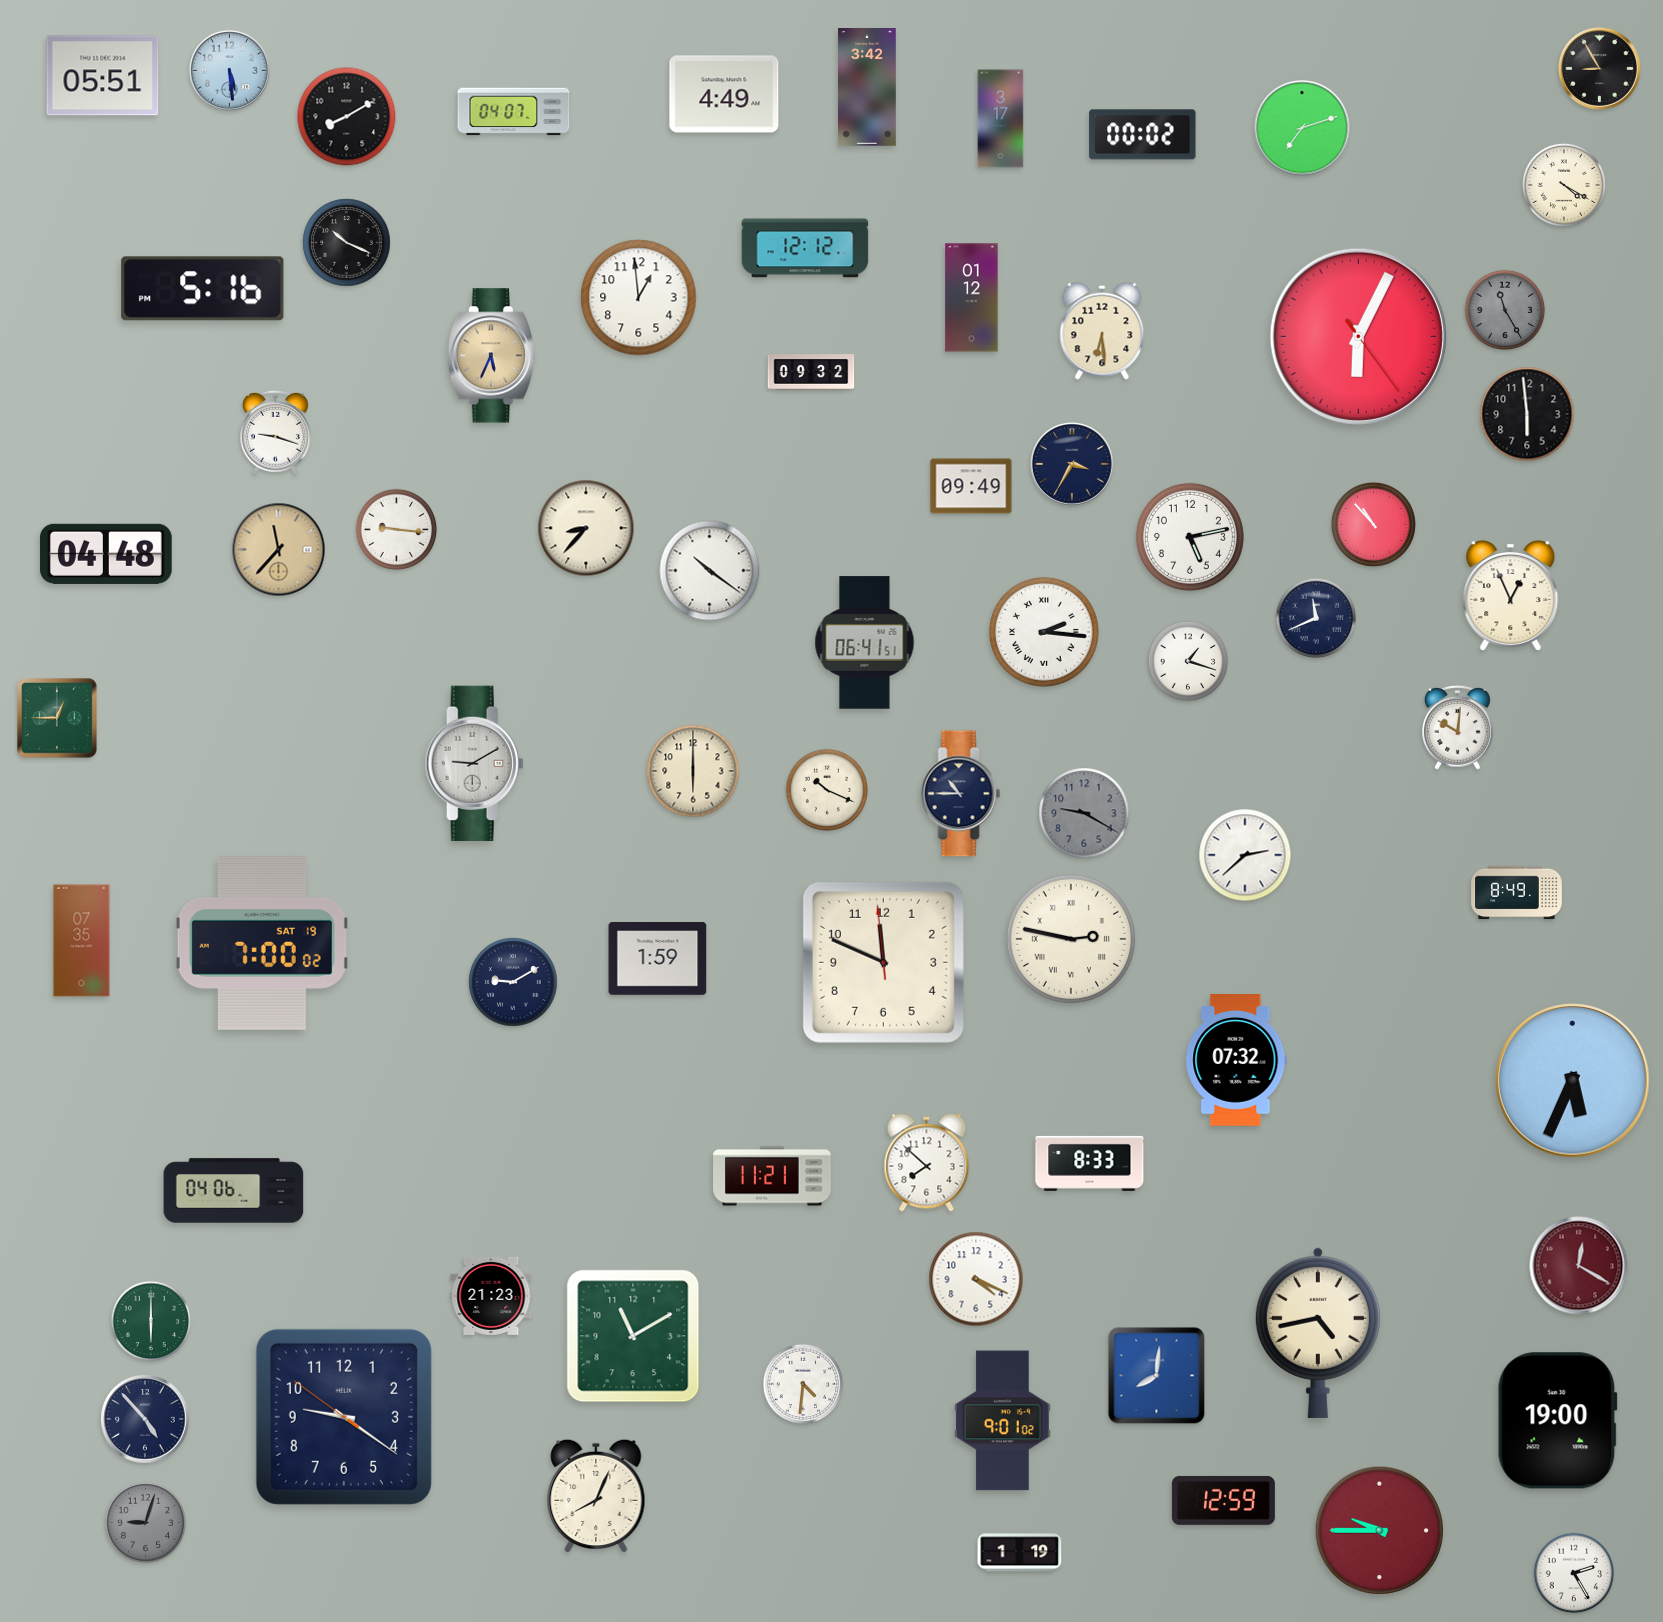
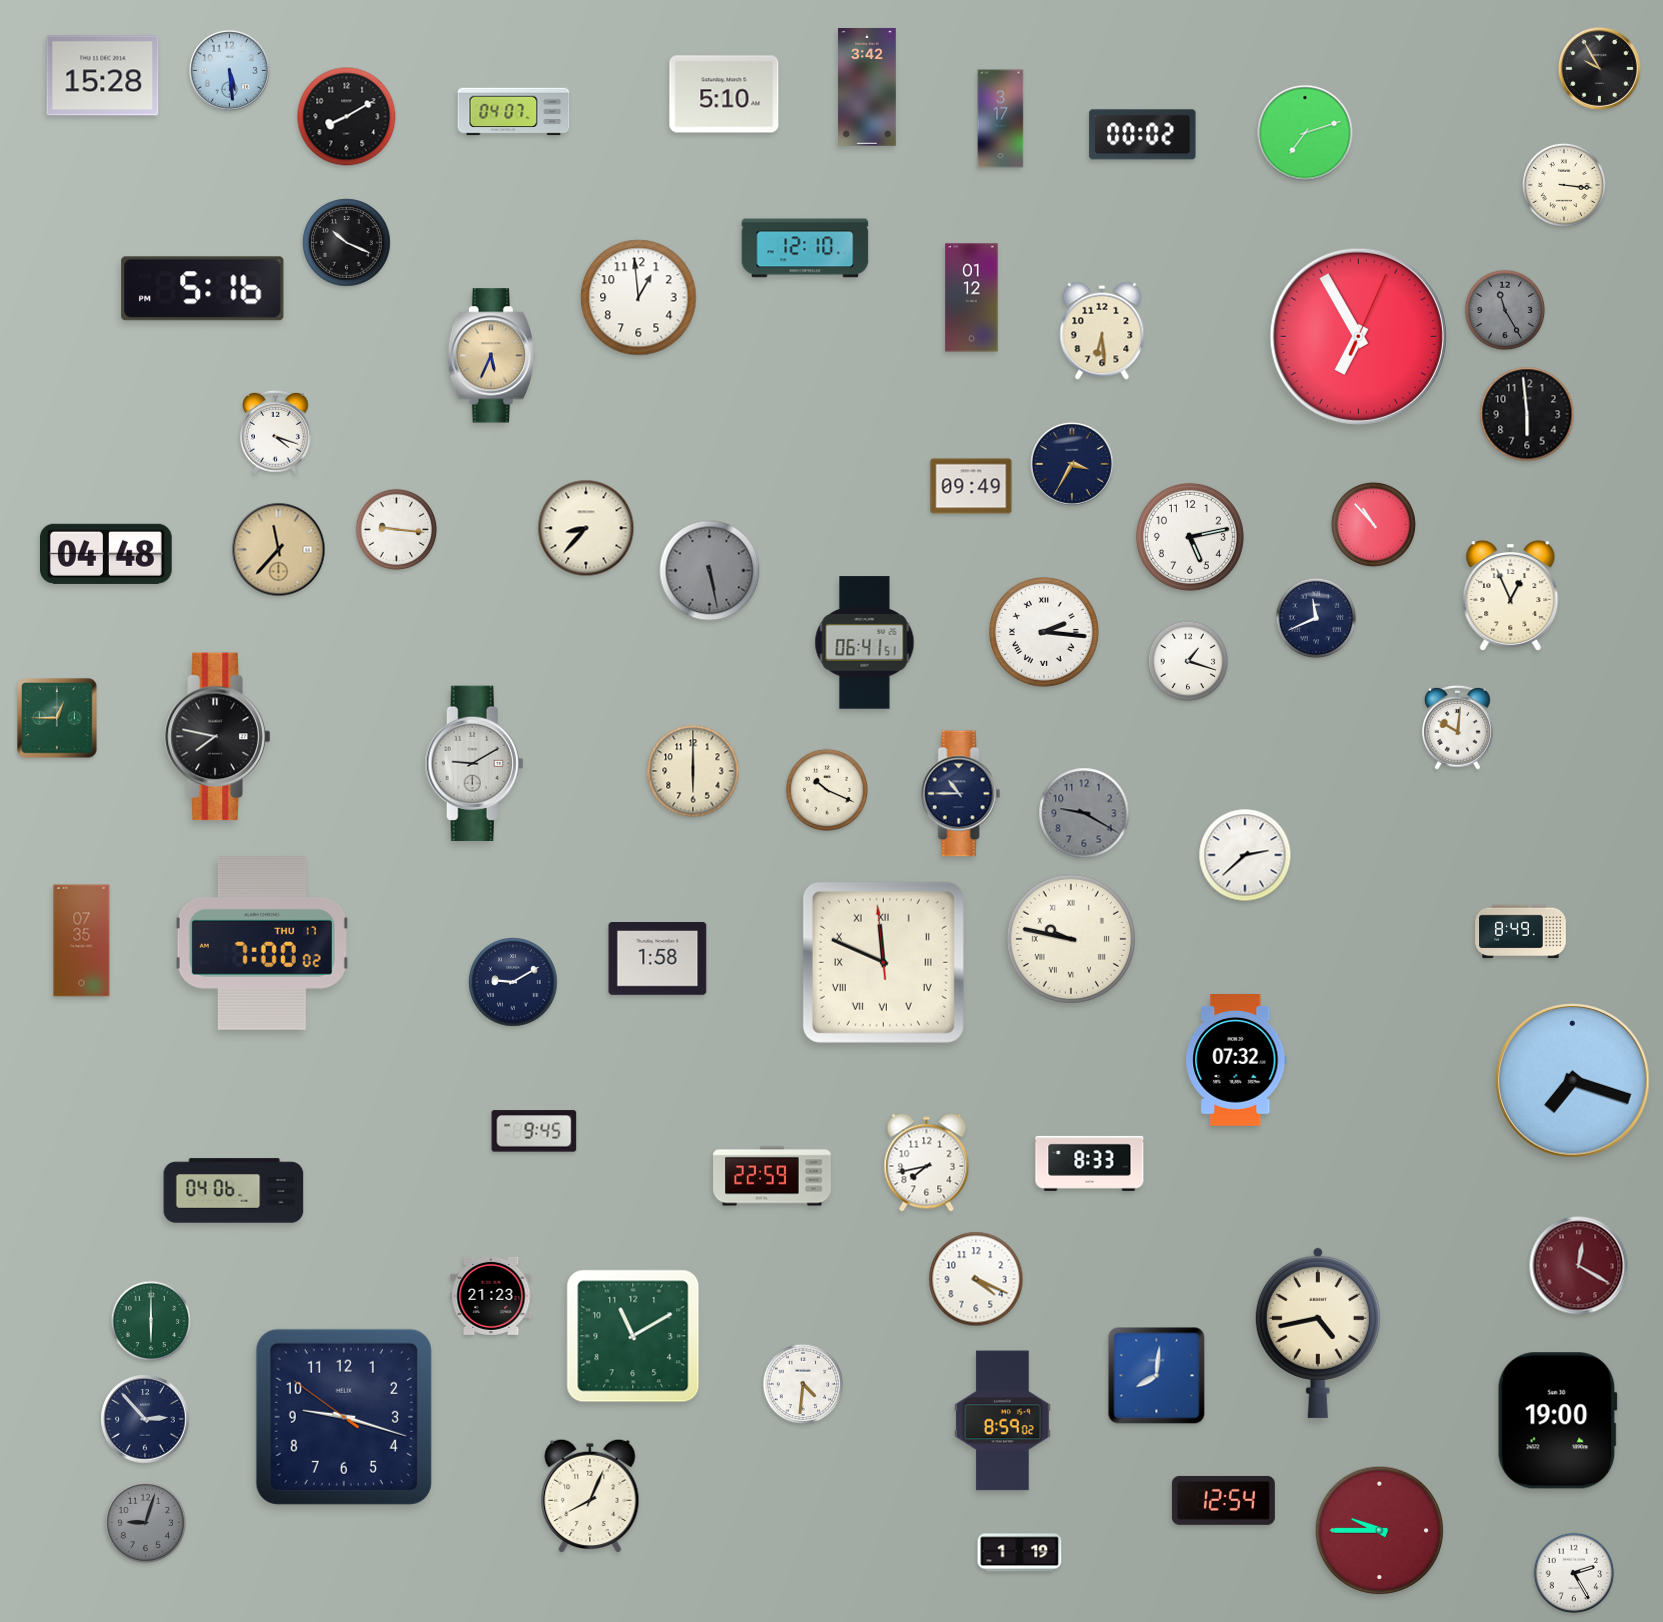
clock at (1599, 68): 8:55 -> 9:55
clock at (103, 76): 05:51 -> 15:28
clock at (724, 94): 4:49 -> 5:10
clock at (1302, 128) position: (1302, 128) -> (1305, 133)
clock at (1564, 185): 4:20 -> 3:16
clock at (805, 248): 12:12 -> 12:10
clock at (1358, 336): 6:04 -> 6:55
clock at (811, 372): 09:32 -> none
clock at (276, 432): 9:18 -> 4:18
clock at (710, 571): 10:21 -> 5:28
clock at (710, 571) dial: white -> grey
clock at (218, 737): none -> 7:47
clock at (1517, 893) position: (1517, 893) -> (1521, 932)
clock at (1071, 939): 2:47 -> 9:47
clock at (262, 943) date: SAT 19 -> THU 17
clock at (658, 959): 1:59 -> 1:58
clock at (883, 962) numerals: Arabic -> Roman
clock at (1573, 1081): 5:34 -> 7:18
clock at (534, 1131): none -> 9:45
clock at (927, 1163): 7:52 -> 7:43
clock at (772, 1176): 11:21 -> 22:59
clock at (344, 1417): 9:20 -> 9:17
clock at (145, 1419): 4:53 -> 2:53
clock at (1002, 1421): 9:01 -> 8:59
clock at (596, 1496) position: (596, 1496) -> (590, 1496)
clock at (1223, 1500): 12:59 -> 12:54
